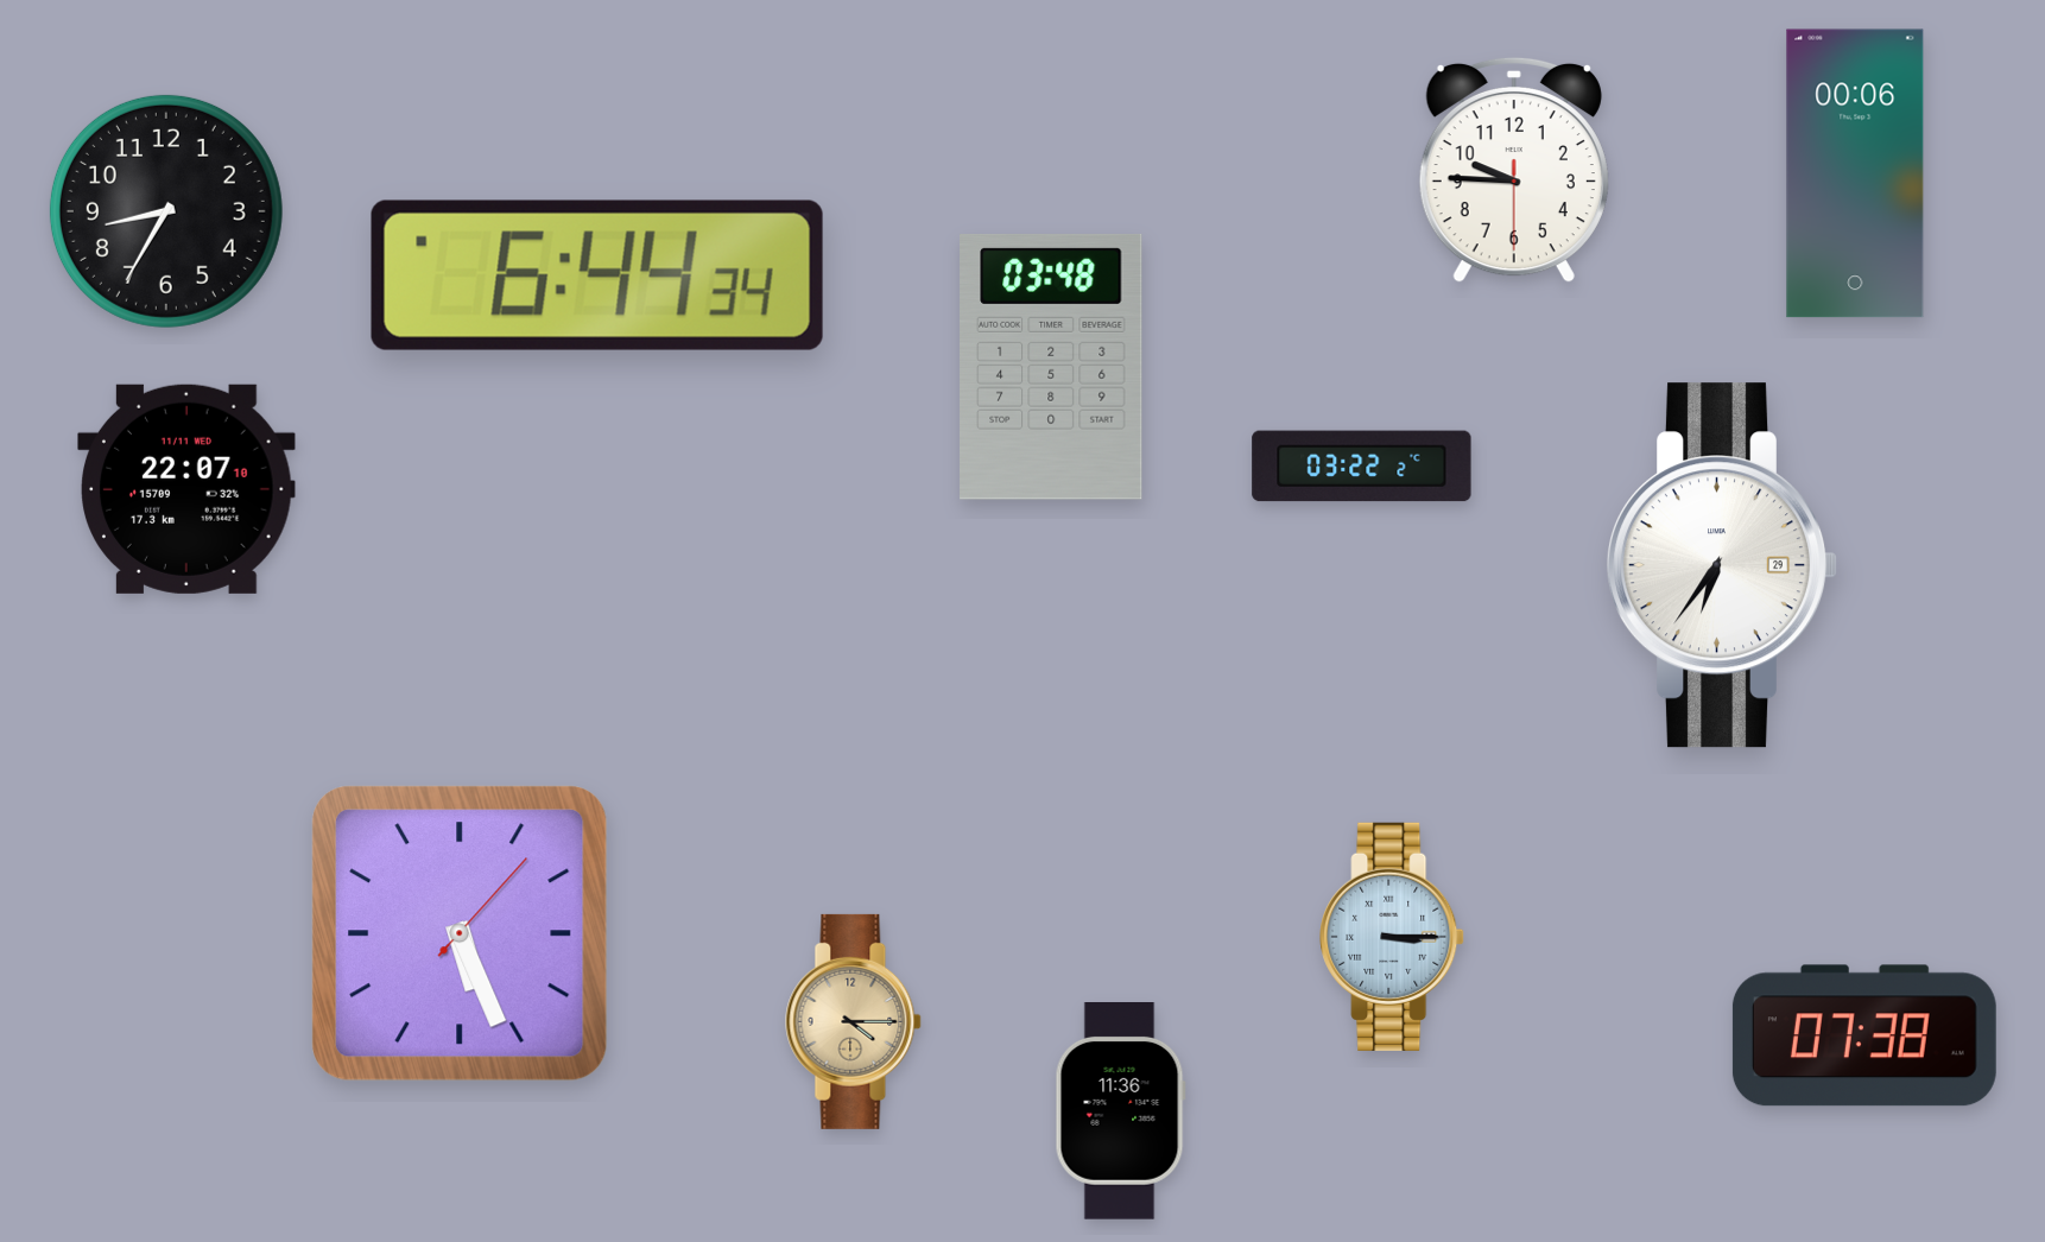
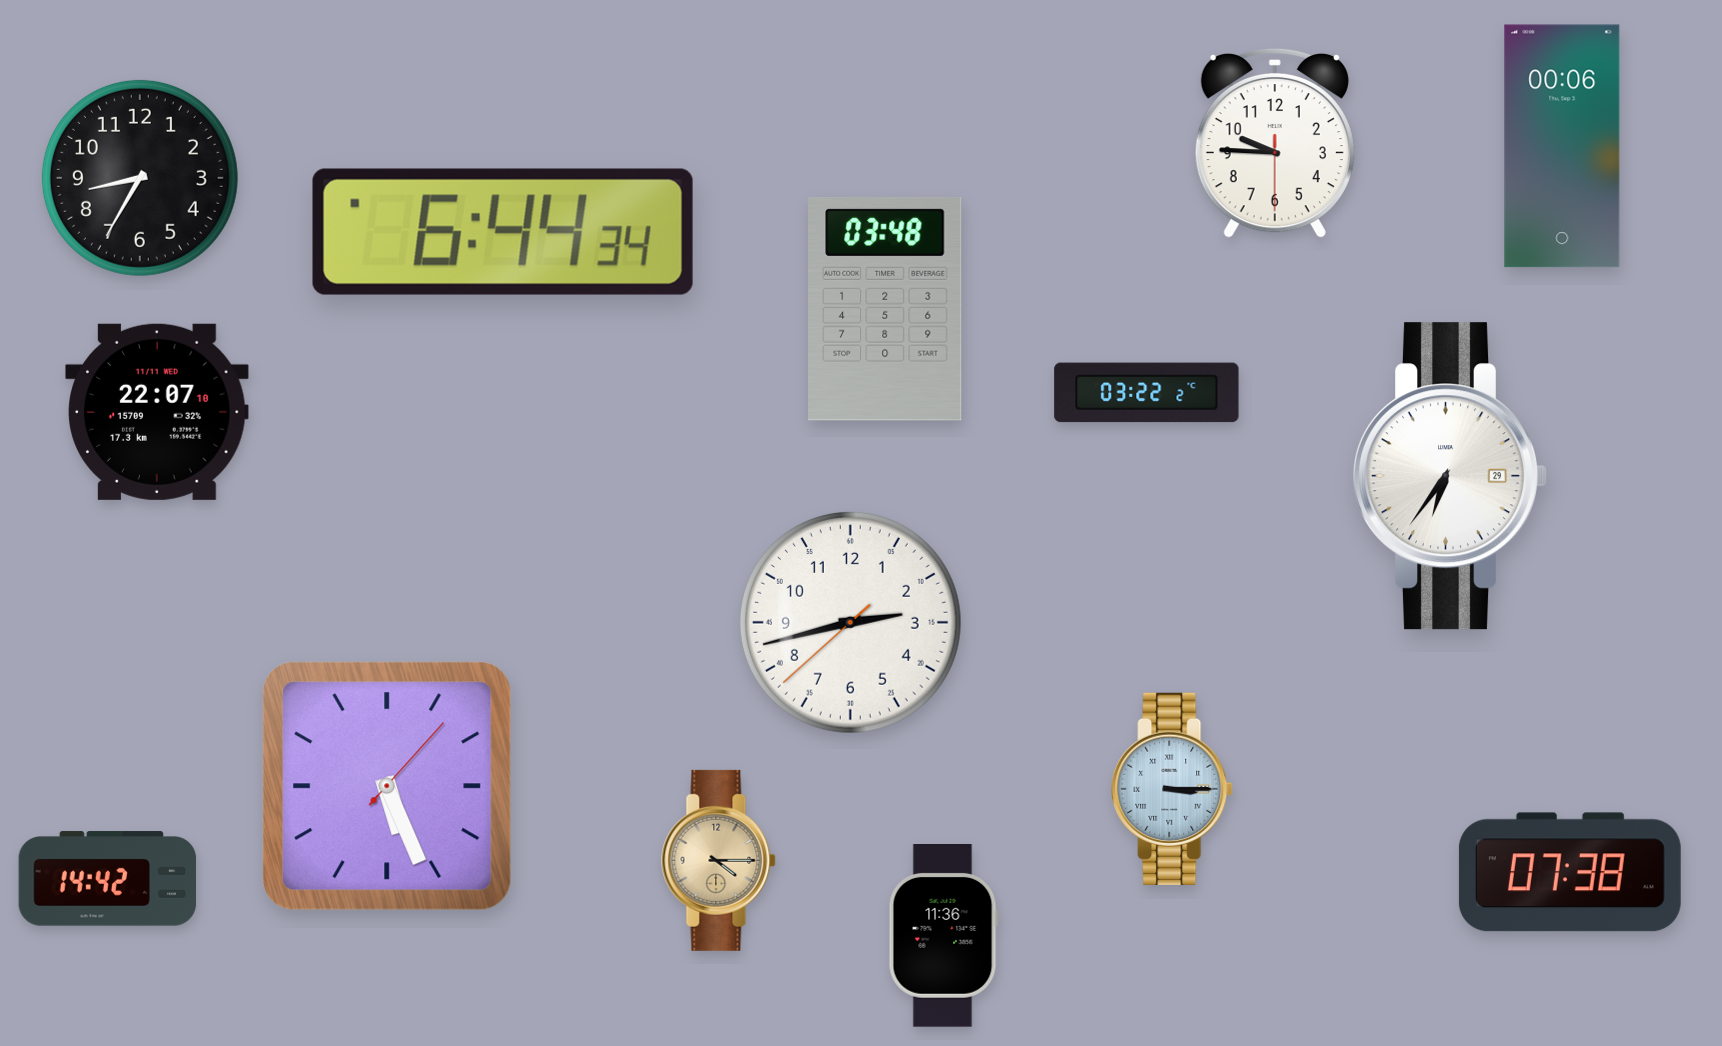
clock at (850, 622): none -> 2:42
clock at (108, 879): none -> 14:42
